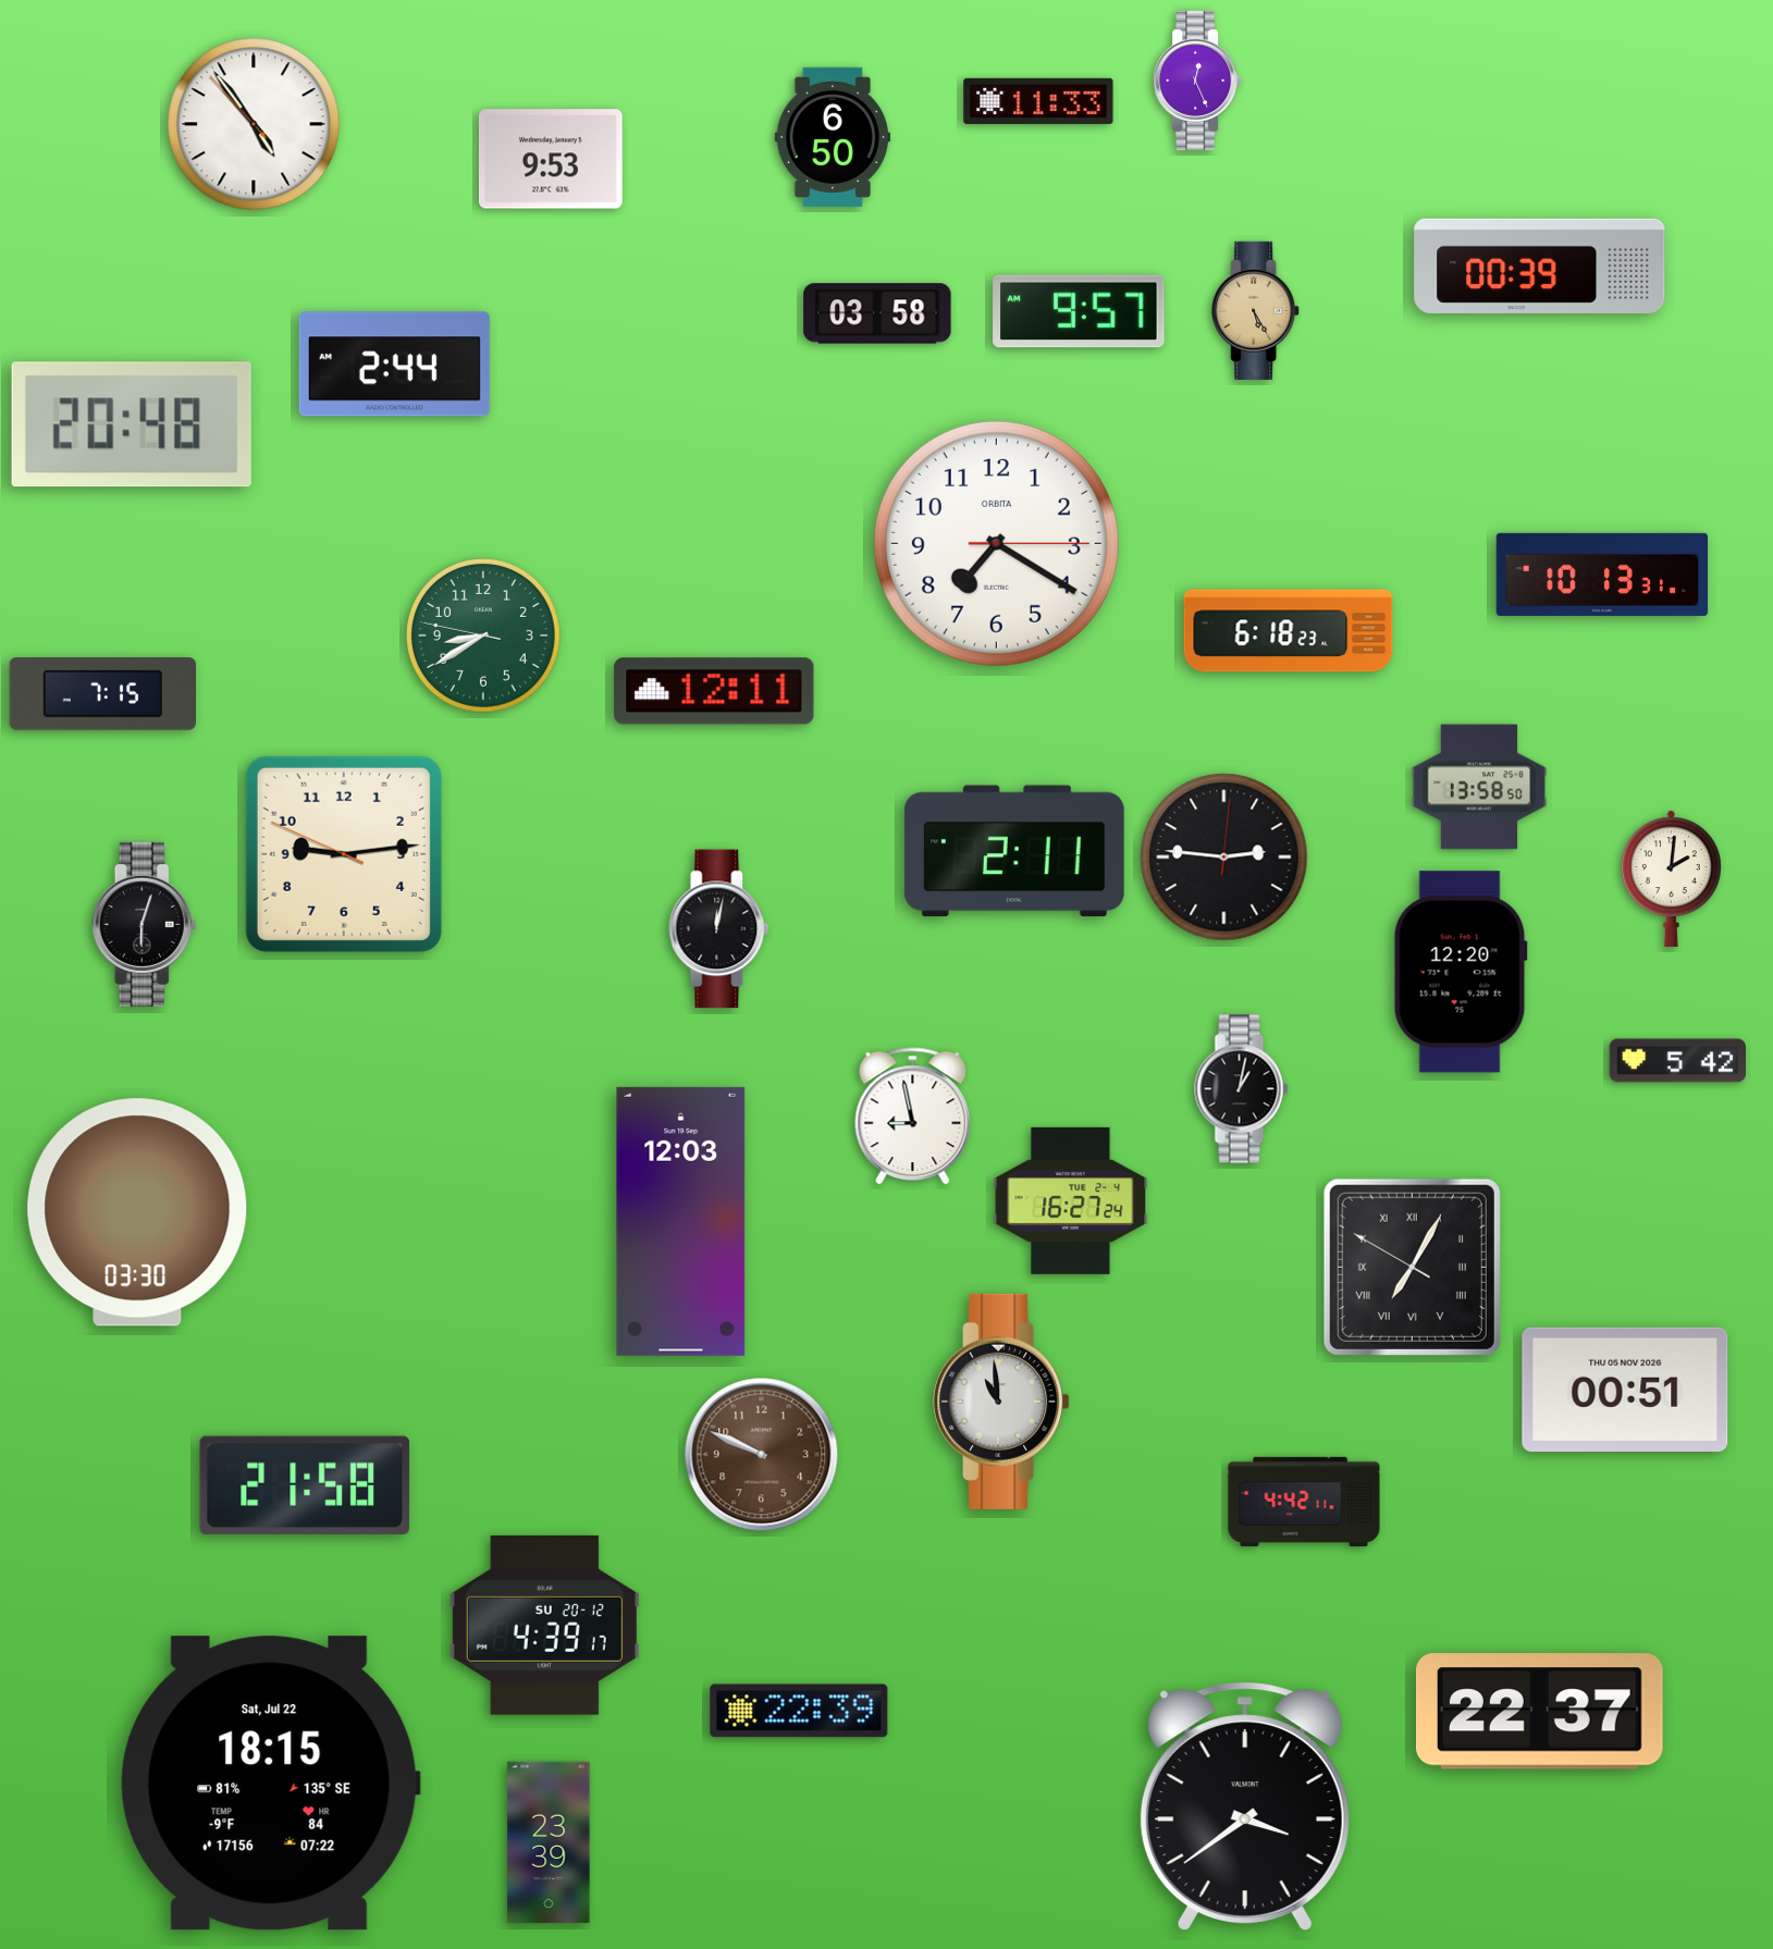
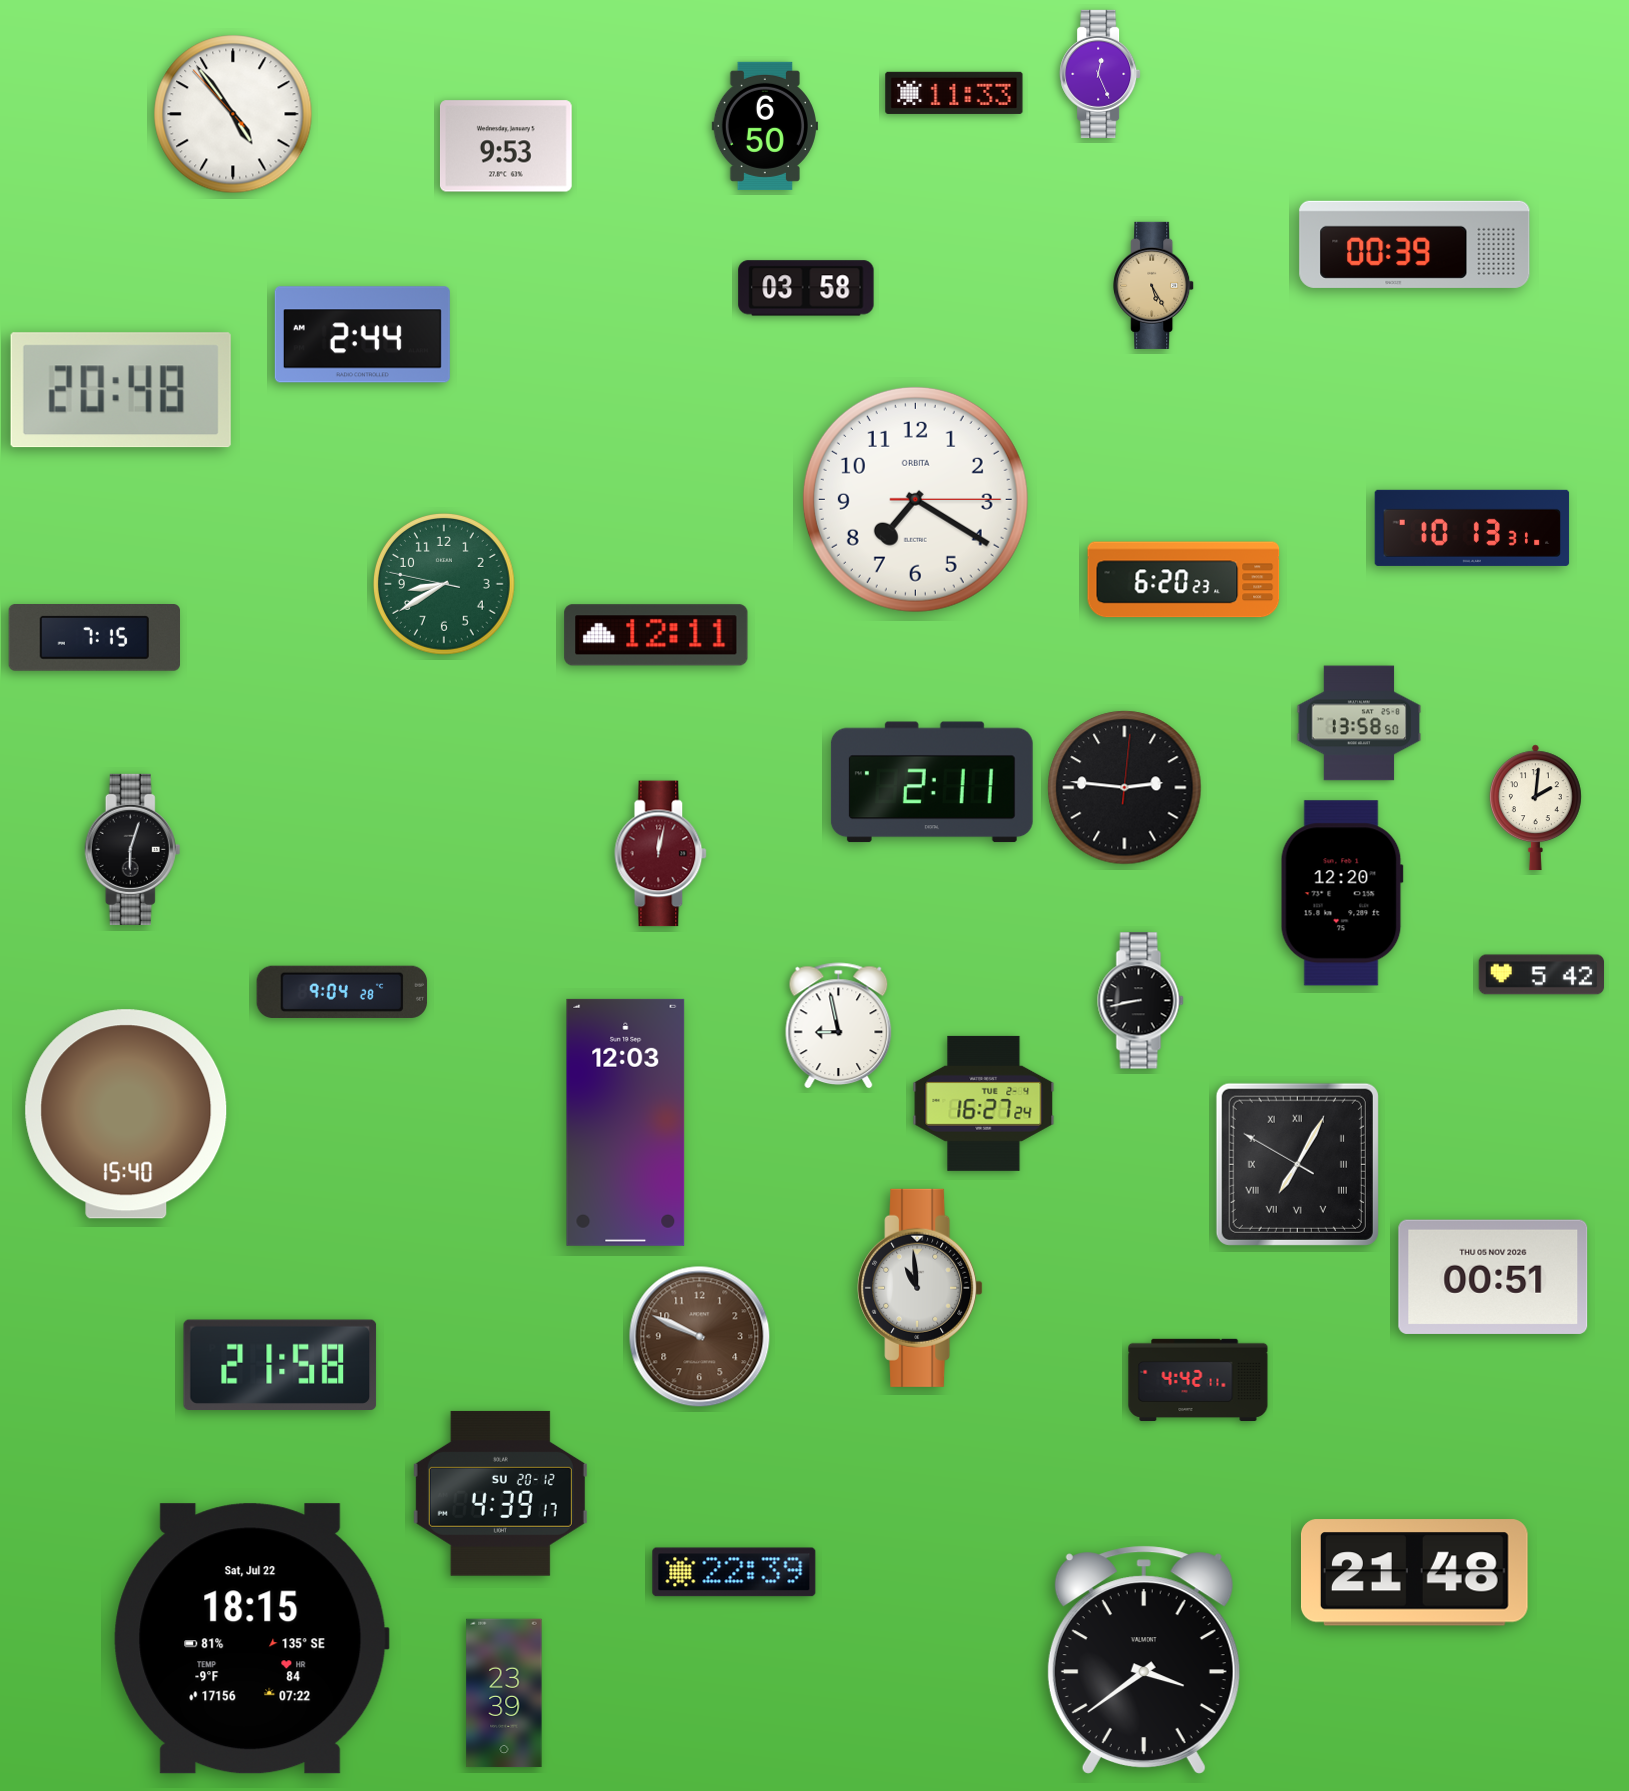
clock at (1079, 311): 9:57 -> none
clock at (1289, 631): 6:18 -> 6:20
clock at (344, 854): 9:13 -> none
clock at (719, 929) dial: black -> burgundy
clock at (342, 992): none -> 9:04
clock at (1242, 1089): 1:02 -> 8:43
clock at (137, 1212): 03:30 -> 15:40
clock at (1539, 1712): 22:37 -> 21:48
clock at (270, 1784) position: (270, 1784) -> (251, 1639)
